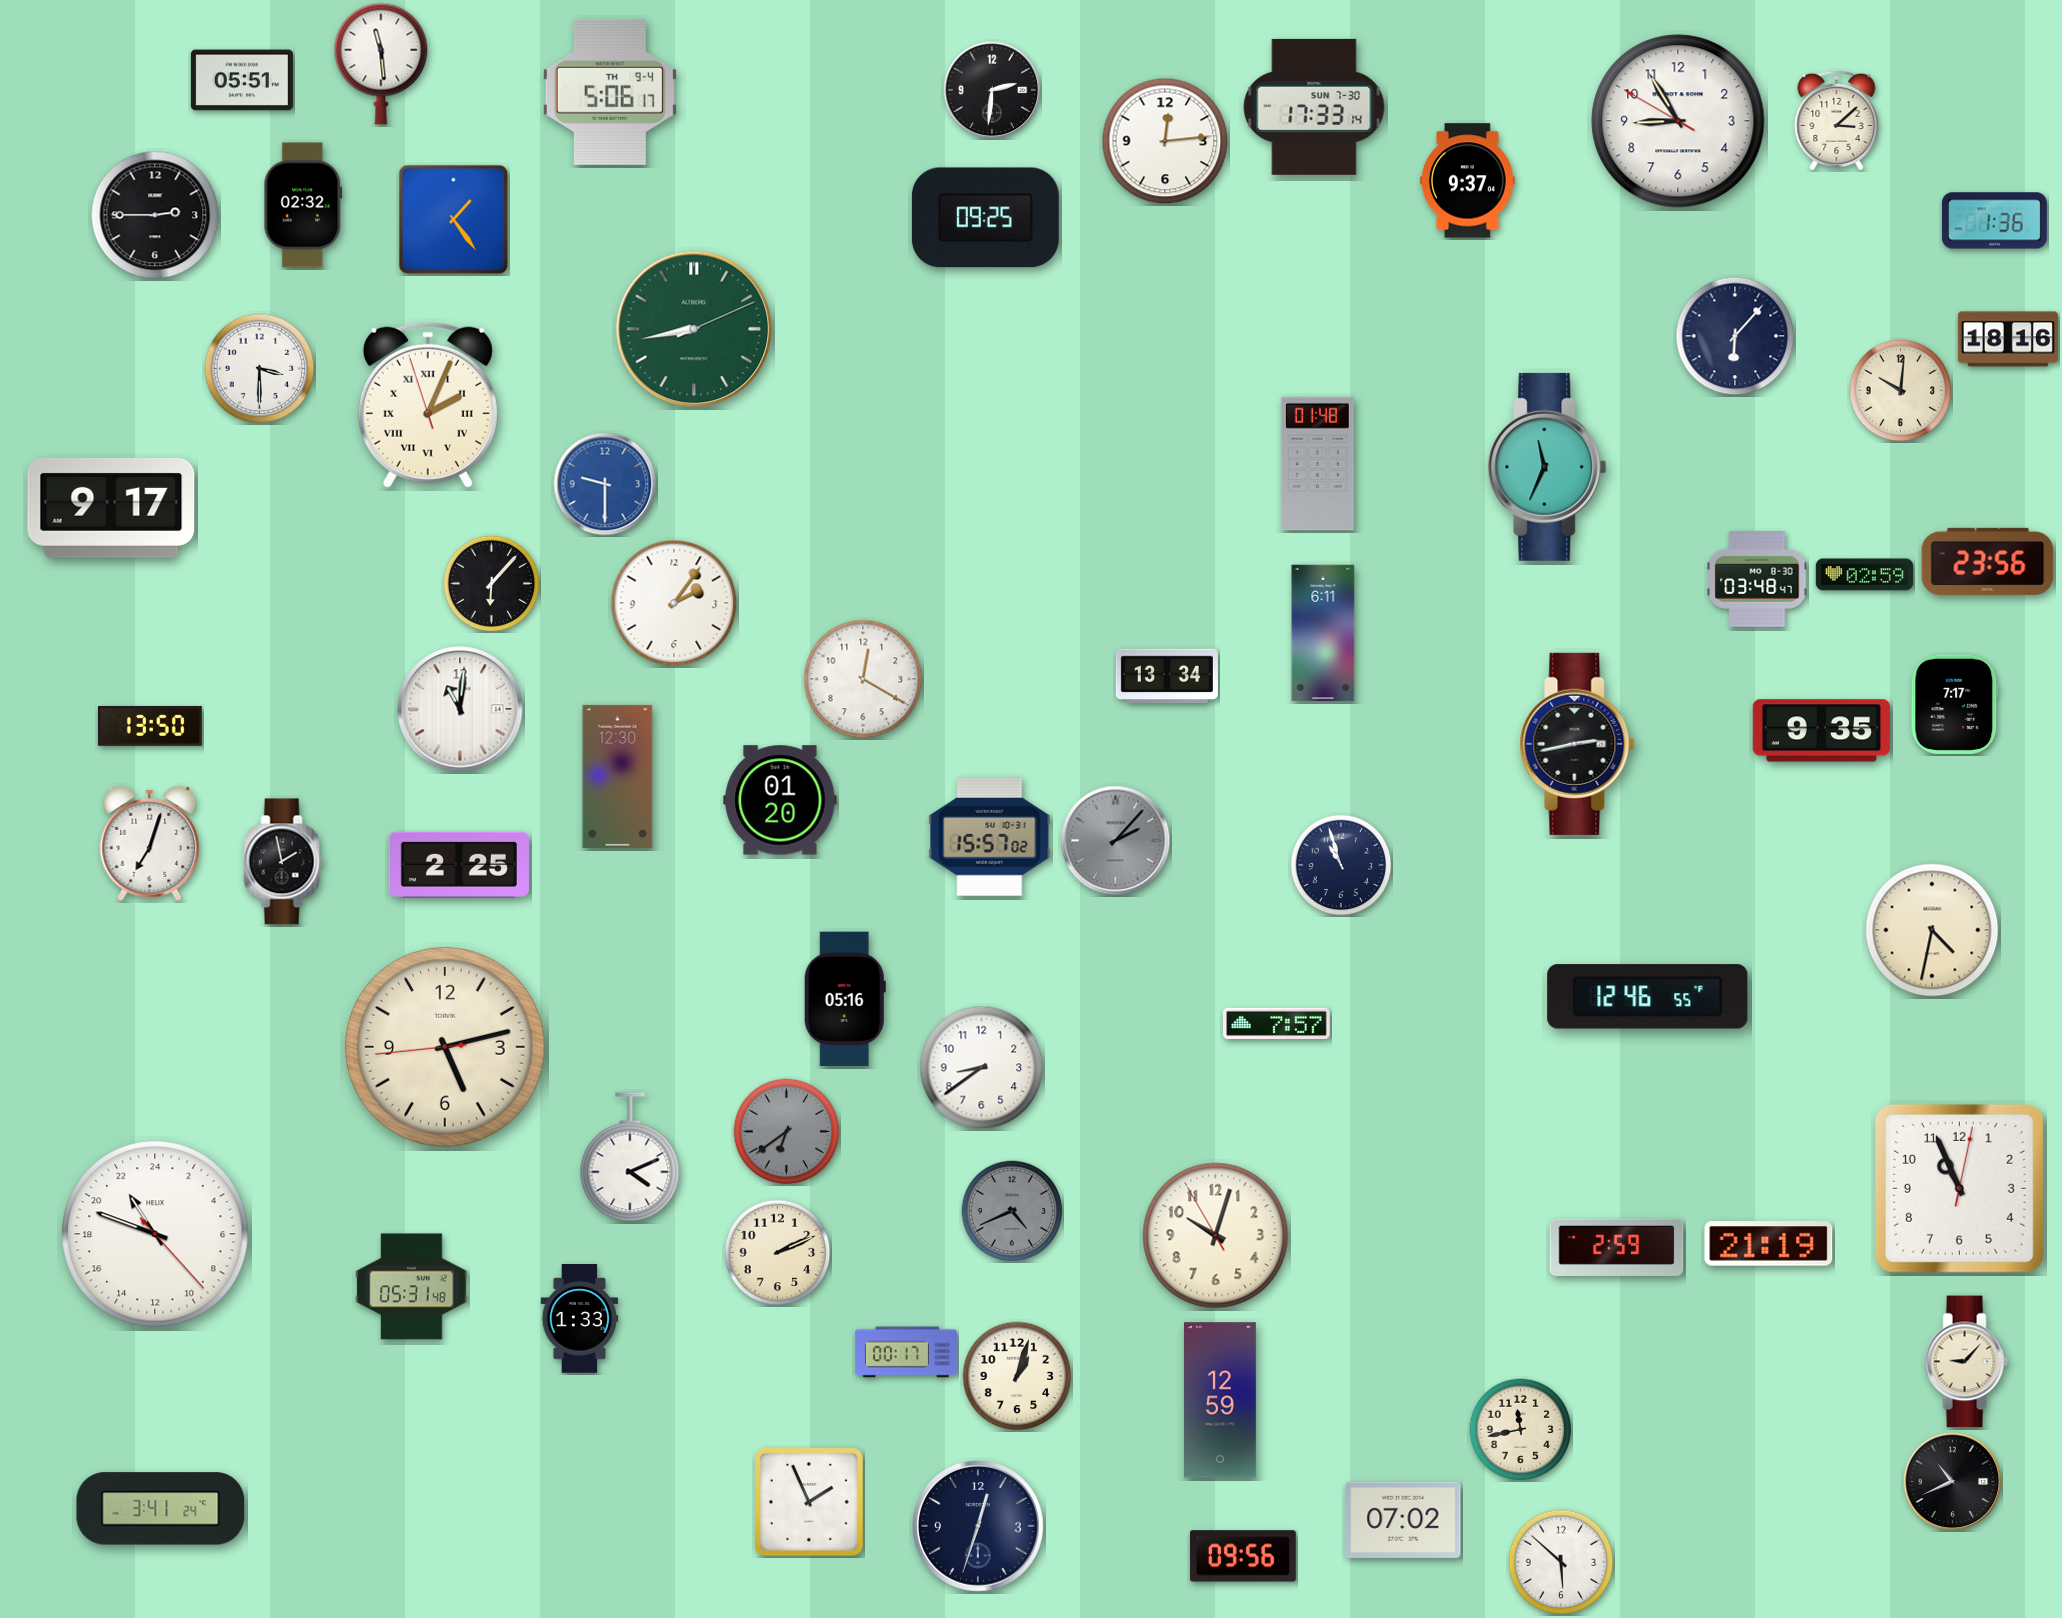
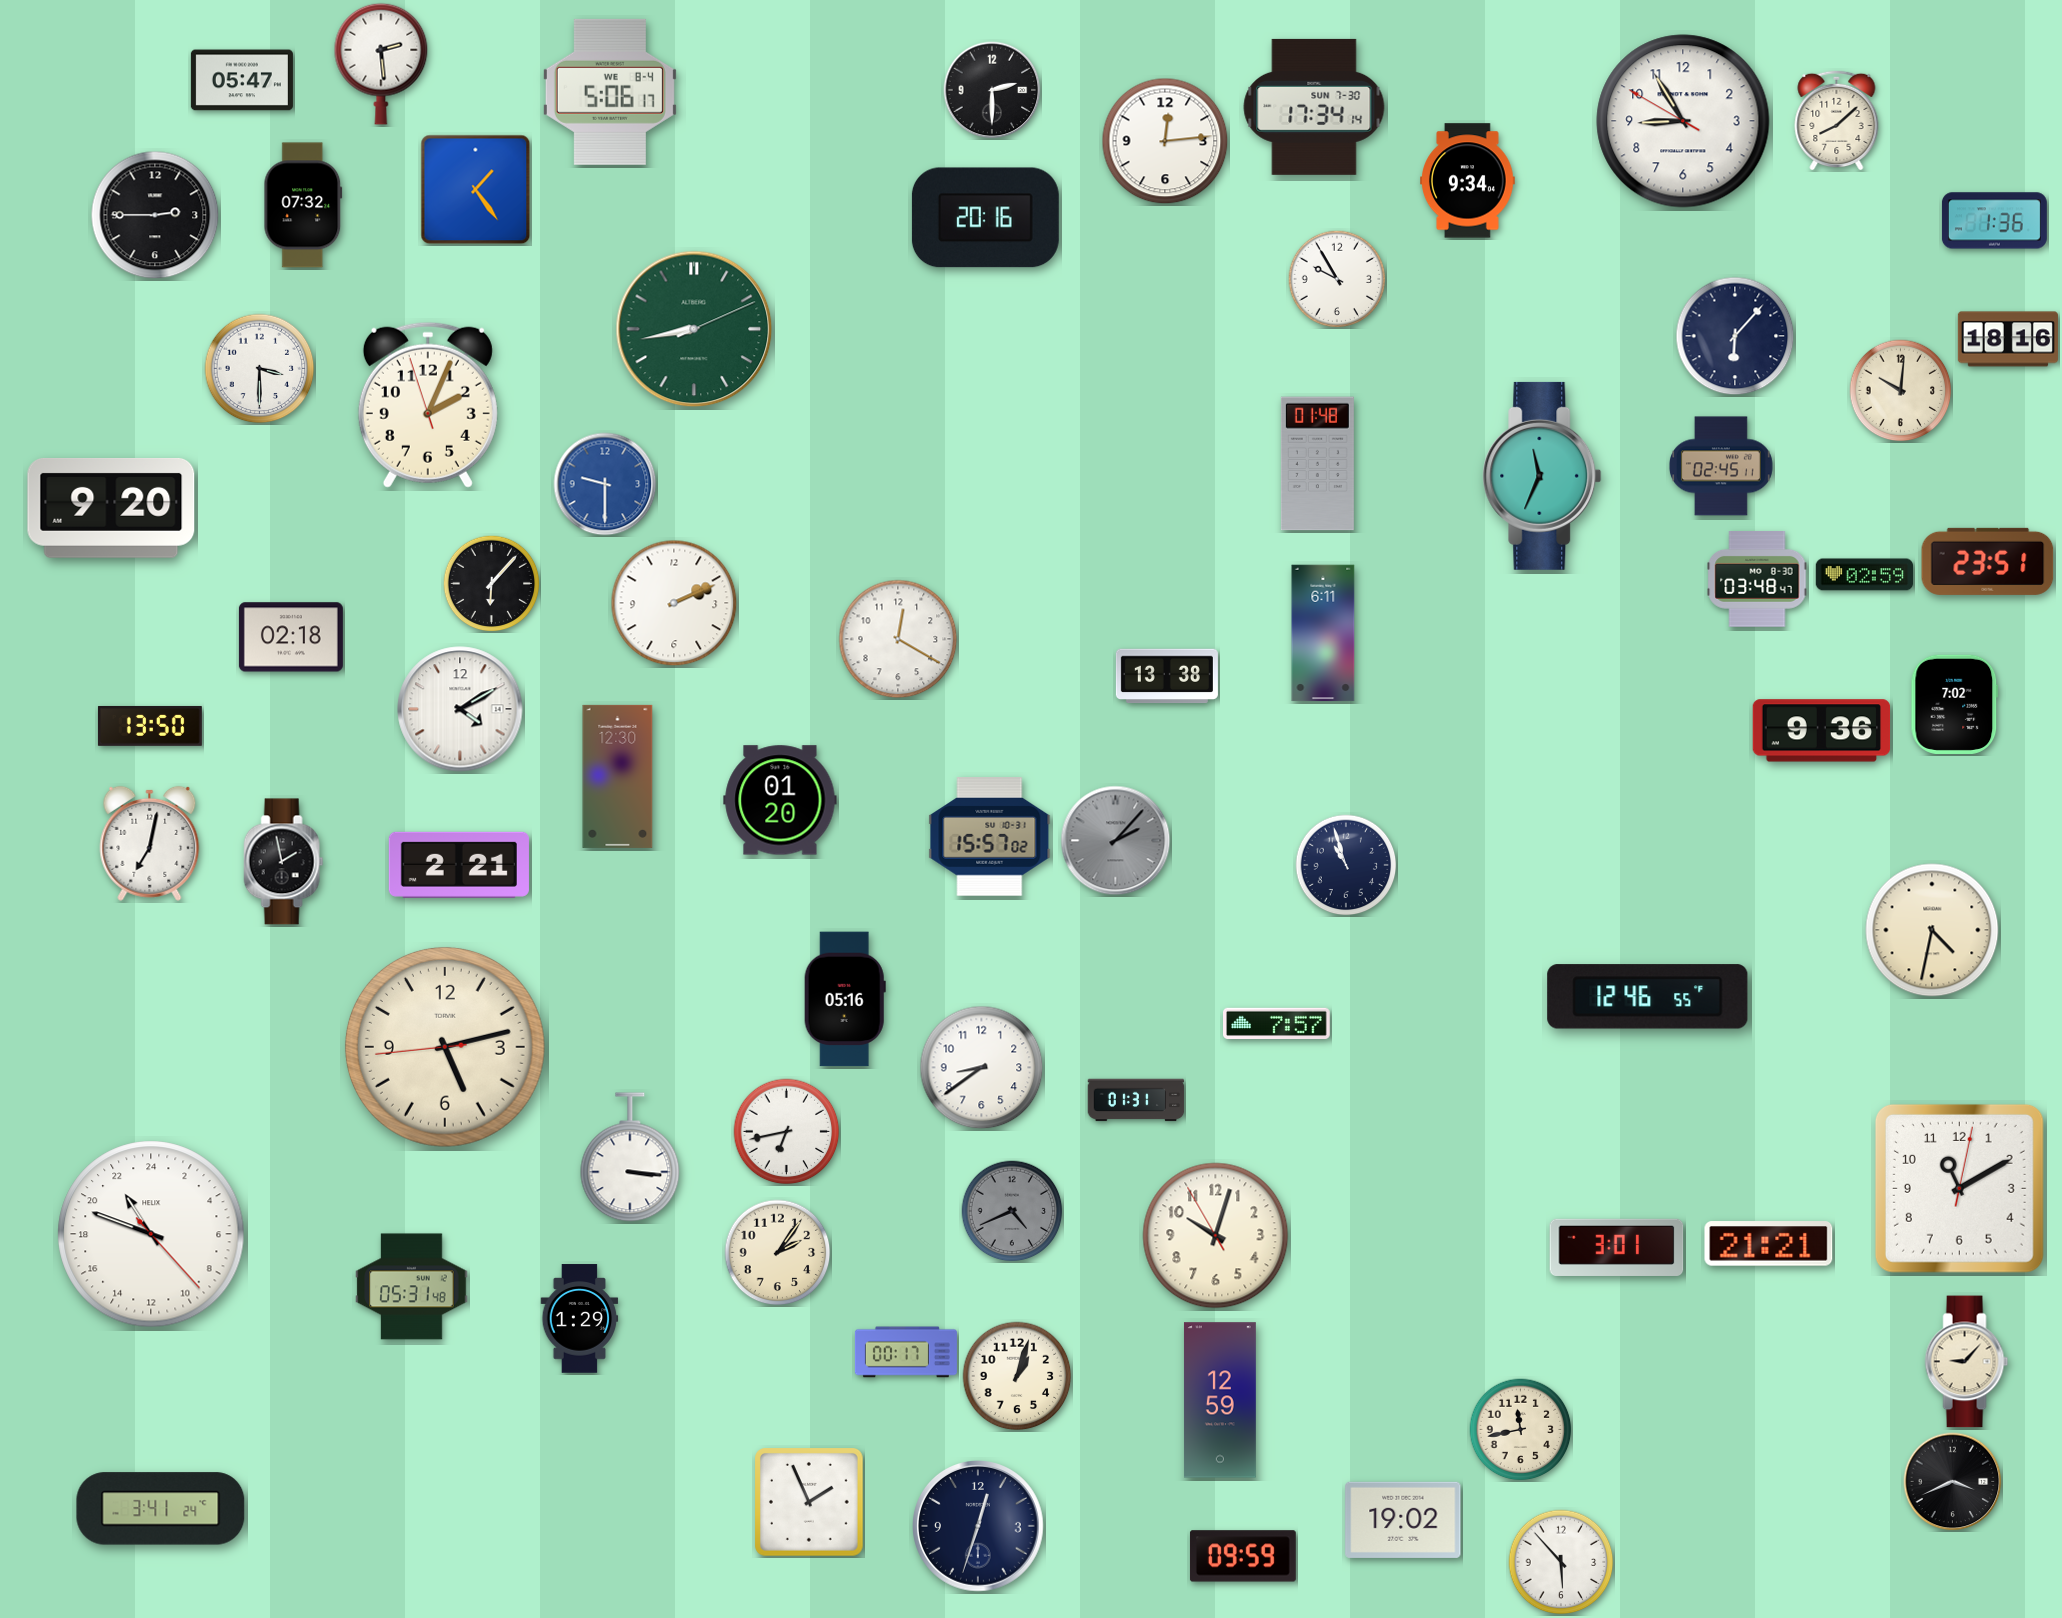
clock at (381, 64): 11:29 -> 2:29
clock at (242, 80): 05:51 -> 05:47
clock at (992, 90): 2:31 -> 2:30
clock at (610, 92) date: TH 9-4 -> WE 8-4
clock at (1314, 107): 17:33 -> 17:34
clock at (1837, 120): 3:08 -> 8:08
clock at (1678, 121) position: (1678, 121) -> (1683, 121)
clock at (1468, 181): 9:37 -> 9:34
clock at (303, 205): 02:32 -> 07:32
clock at (985, 218): 09:25 -> 20:16
clock at (454, 220) position: (454, 220) -> (476, 190)
clock at (1337, 279): none -> 9:55
clock at (428, 405) numerals: Roman -> Arabic
clock at (1721, 466): none -> 02:45
clock at (1547, 467) position: (1547, 467) -> (1542, 476)
clock at (111, 508): 9:17 -> 9:20
clock at (1988, 561): 23:56 -> 23:51
clock at (674, 603): 2:06 -> 2:11
clock at (291, 637): none -> 02:18
clock at (1167, 676): 13:34 -> 13:38
clock at (863, 679) position: (863, 679) -> (898, 639)
clock at (1955, 704): 7:17 -> 7:02
clock at (460, 709): 11:01 -> 4:10
clock at (1822, 731): 9:35 -> 9:36
clock at (1577, 744): 2:43 -> none
clock at (150, 843): 7:03 -> 7:02
clock at (459, 865): 2:25 -> 2:21
clock at (1341, 865) position: (1341, 865) -> (1346, 865)
clock at (1136, 1100): none -> 01:31
clock at (787, 1132): 6:39 -> 6:43
clock at (787, 1132) dial: grey -> white
clock at (630, 1157): 4:11 -> 3:16
clock at (1959, 1188): 10:56 -> 11:10
clock at (155, 1234) position: (155, 1234) -> (151, 1234)
clock at (1769, 1244): 21:19 -> 21:21
clock at (1617, 1247): 2:59 -> 3:01
clock at (778, 1253): 2:11 -> 2:06
clock at (580, 1319): 1:33 -> 1:29
clock at (1953, 1482): 10:41 -> 3:41
clock at (1403, 1520): 07:02 -> 19:02
clock at (1243, 1556): 09:56 -> 09:59
clock at (1561, 1562): 5:52 -> 5:53
